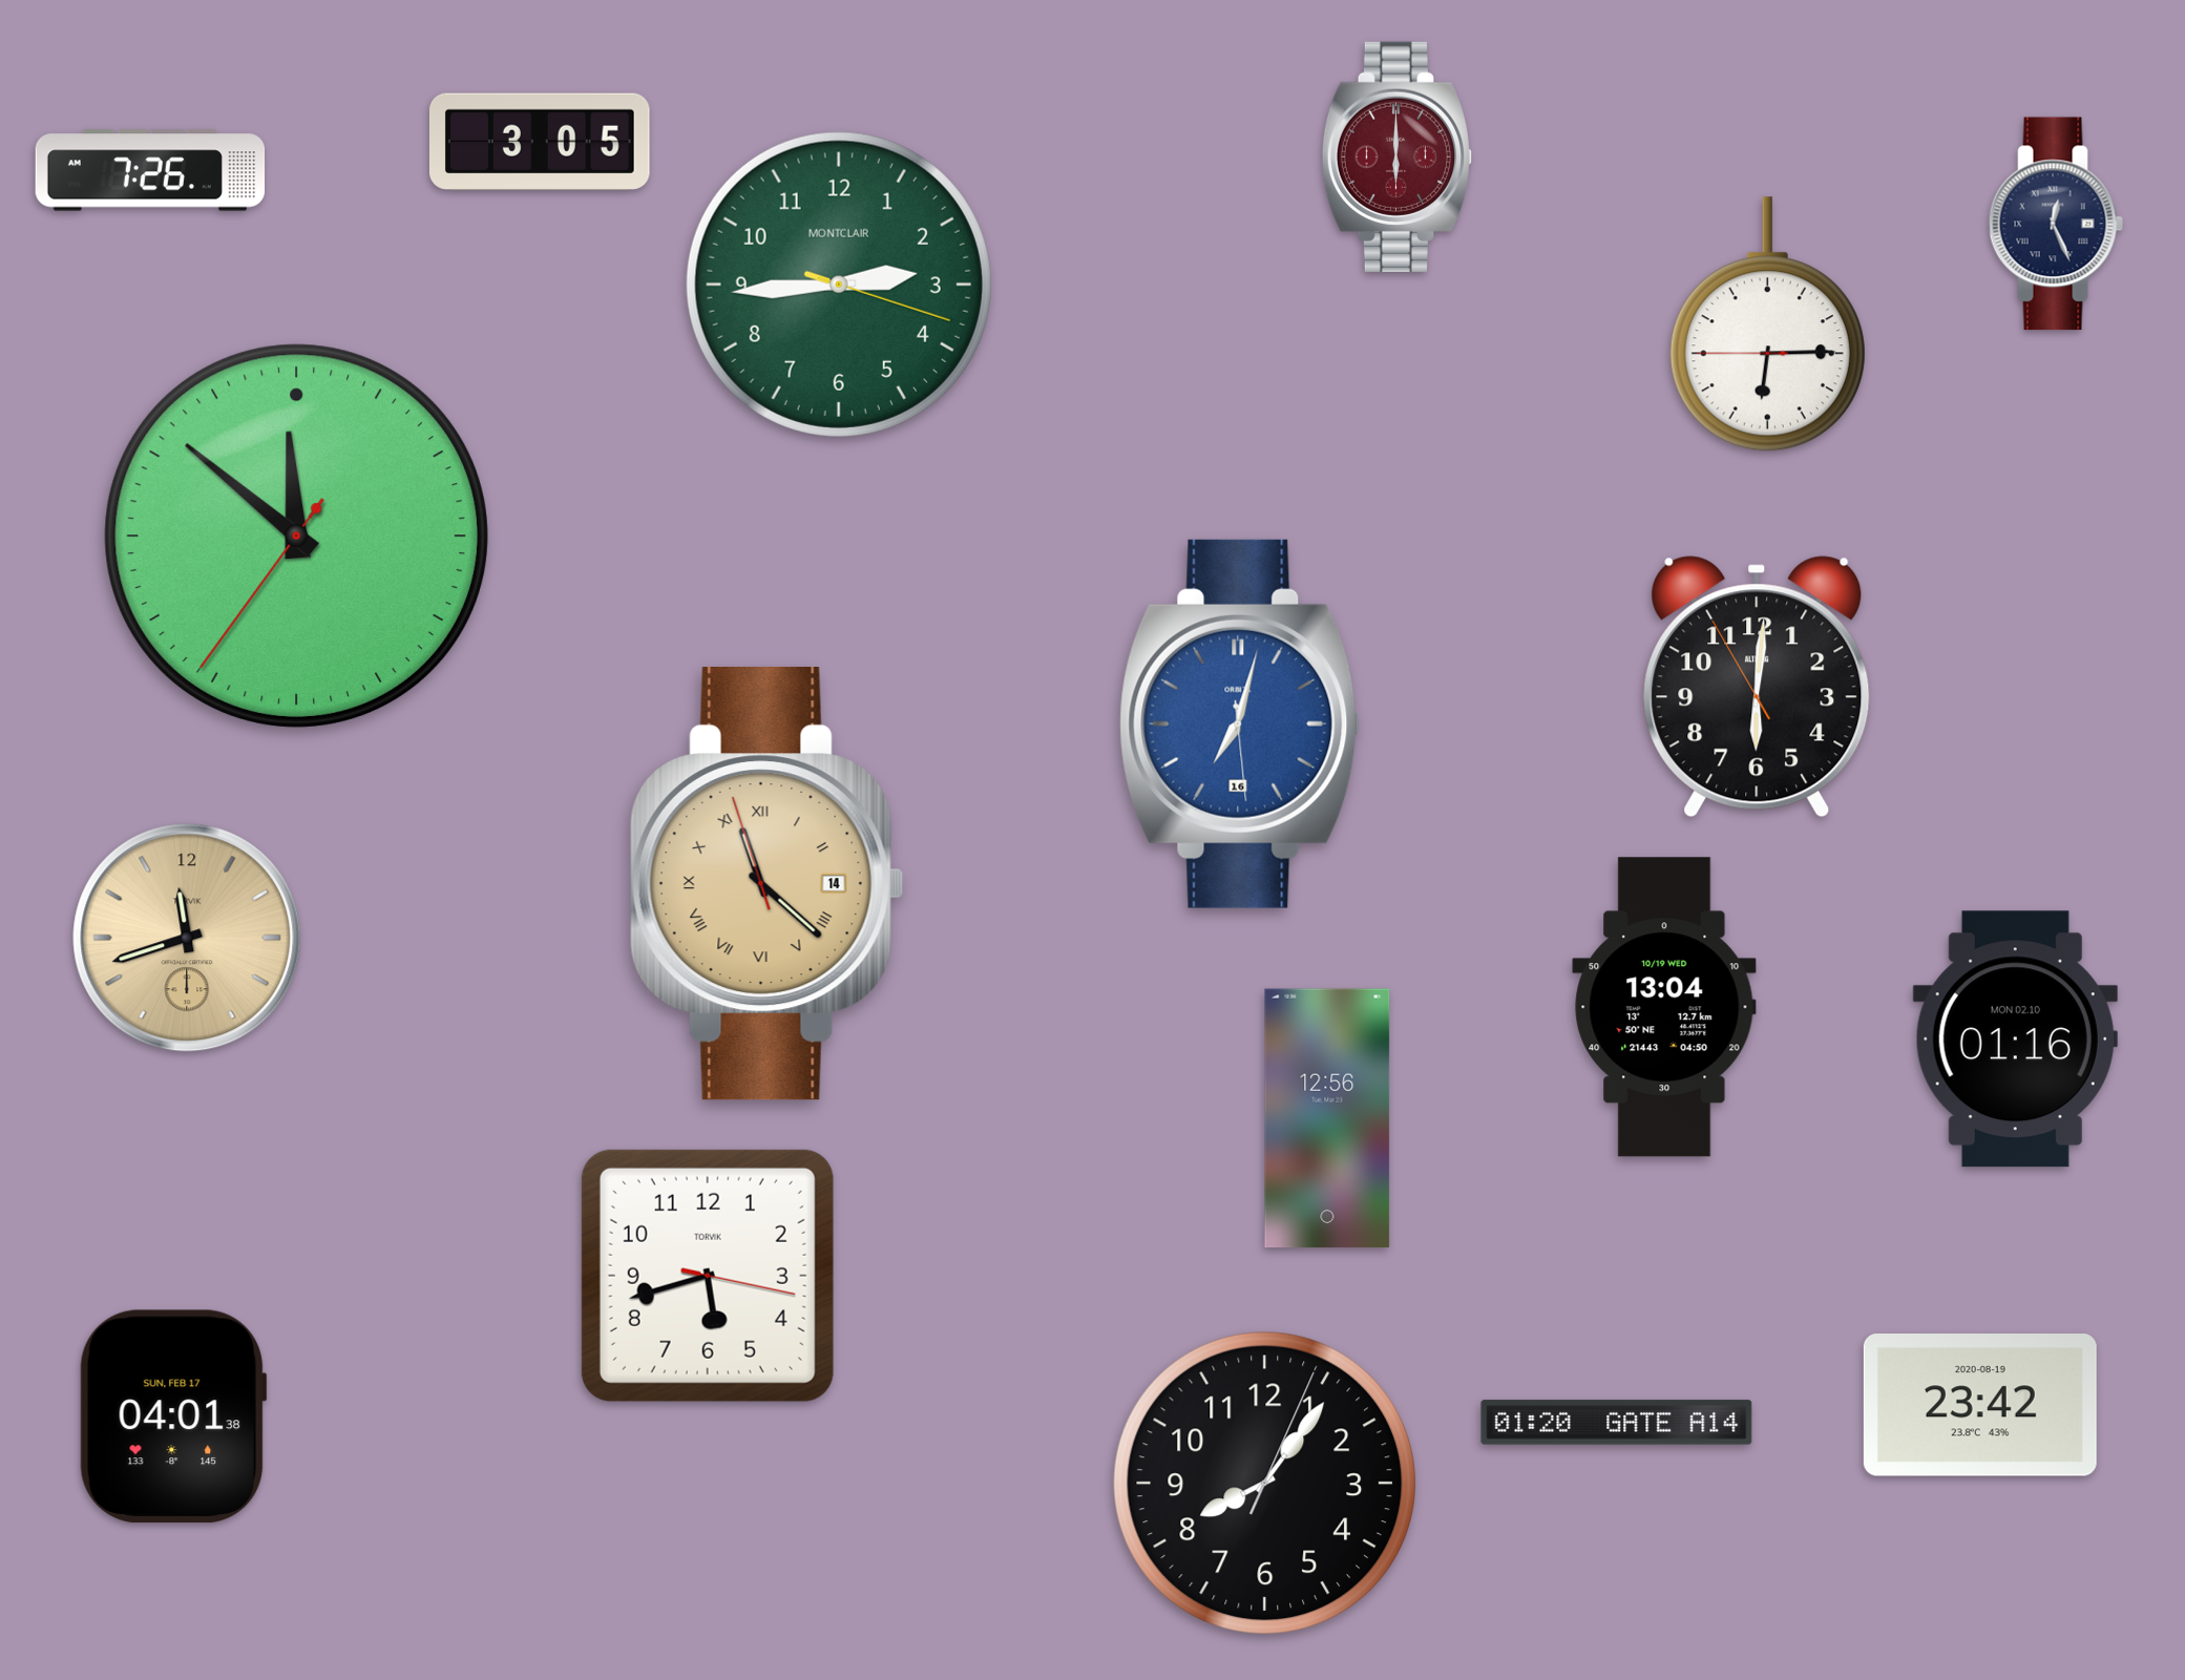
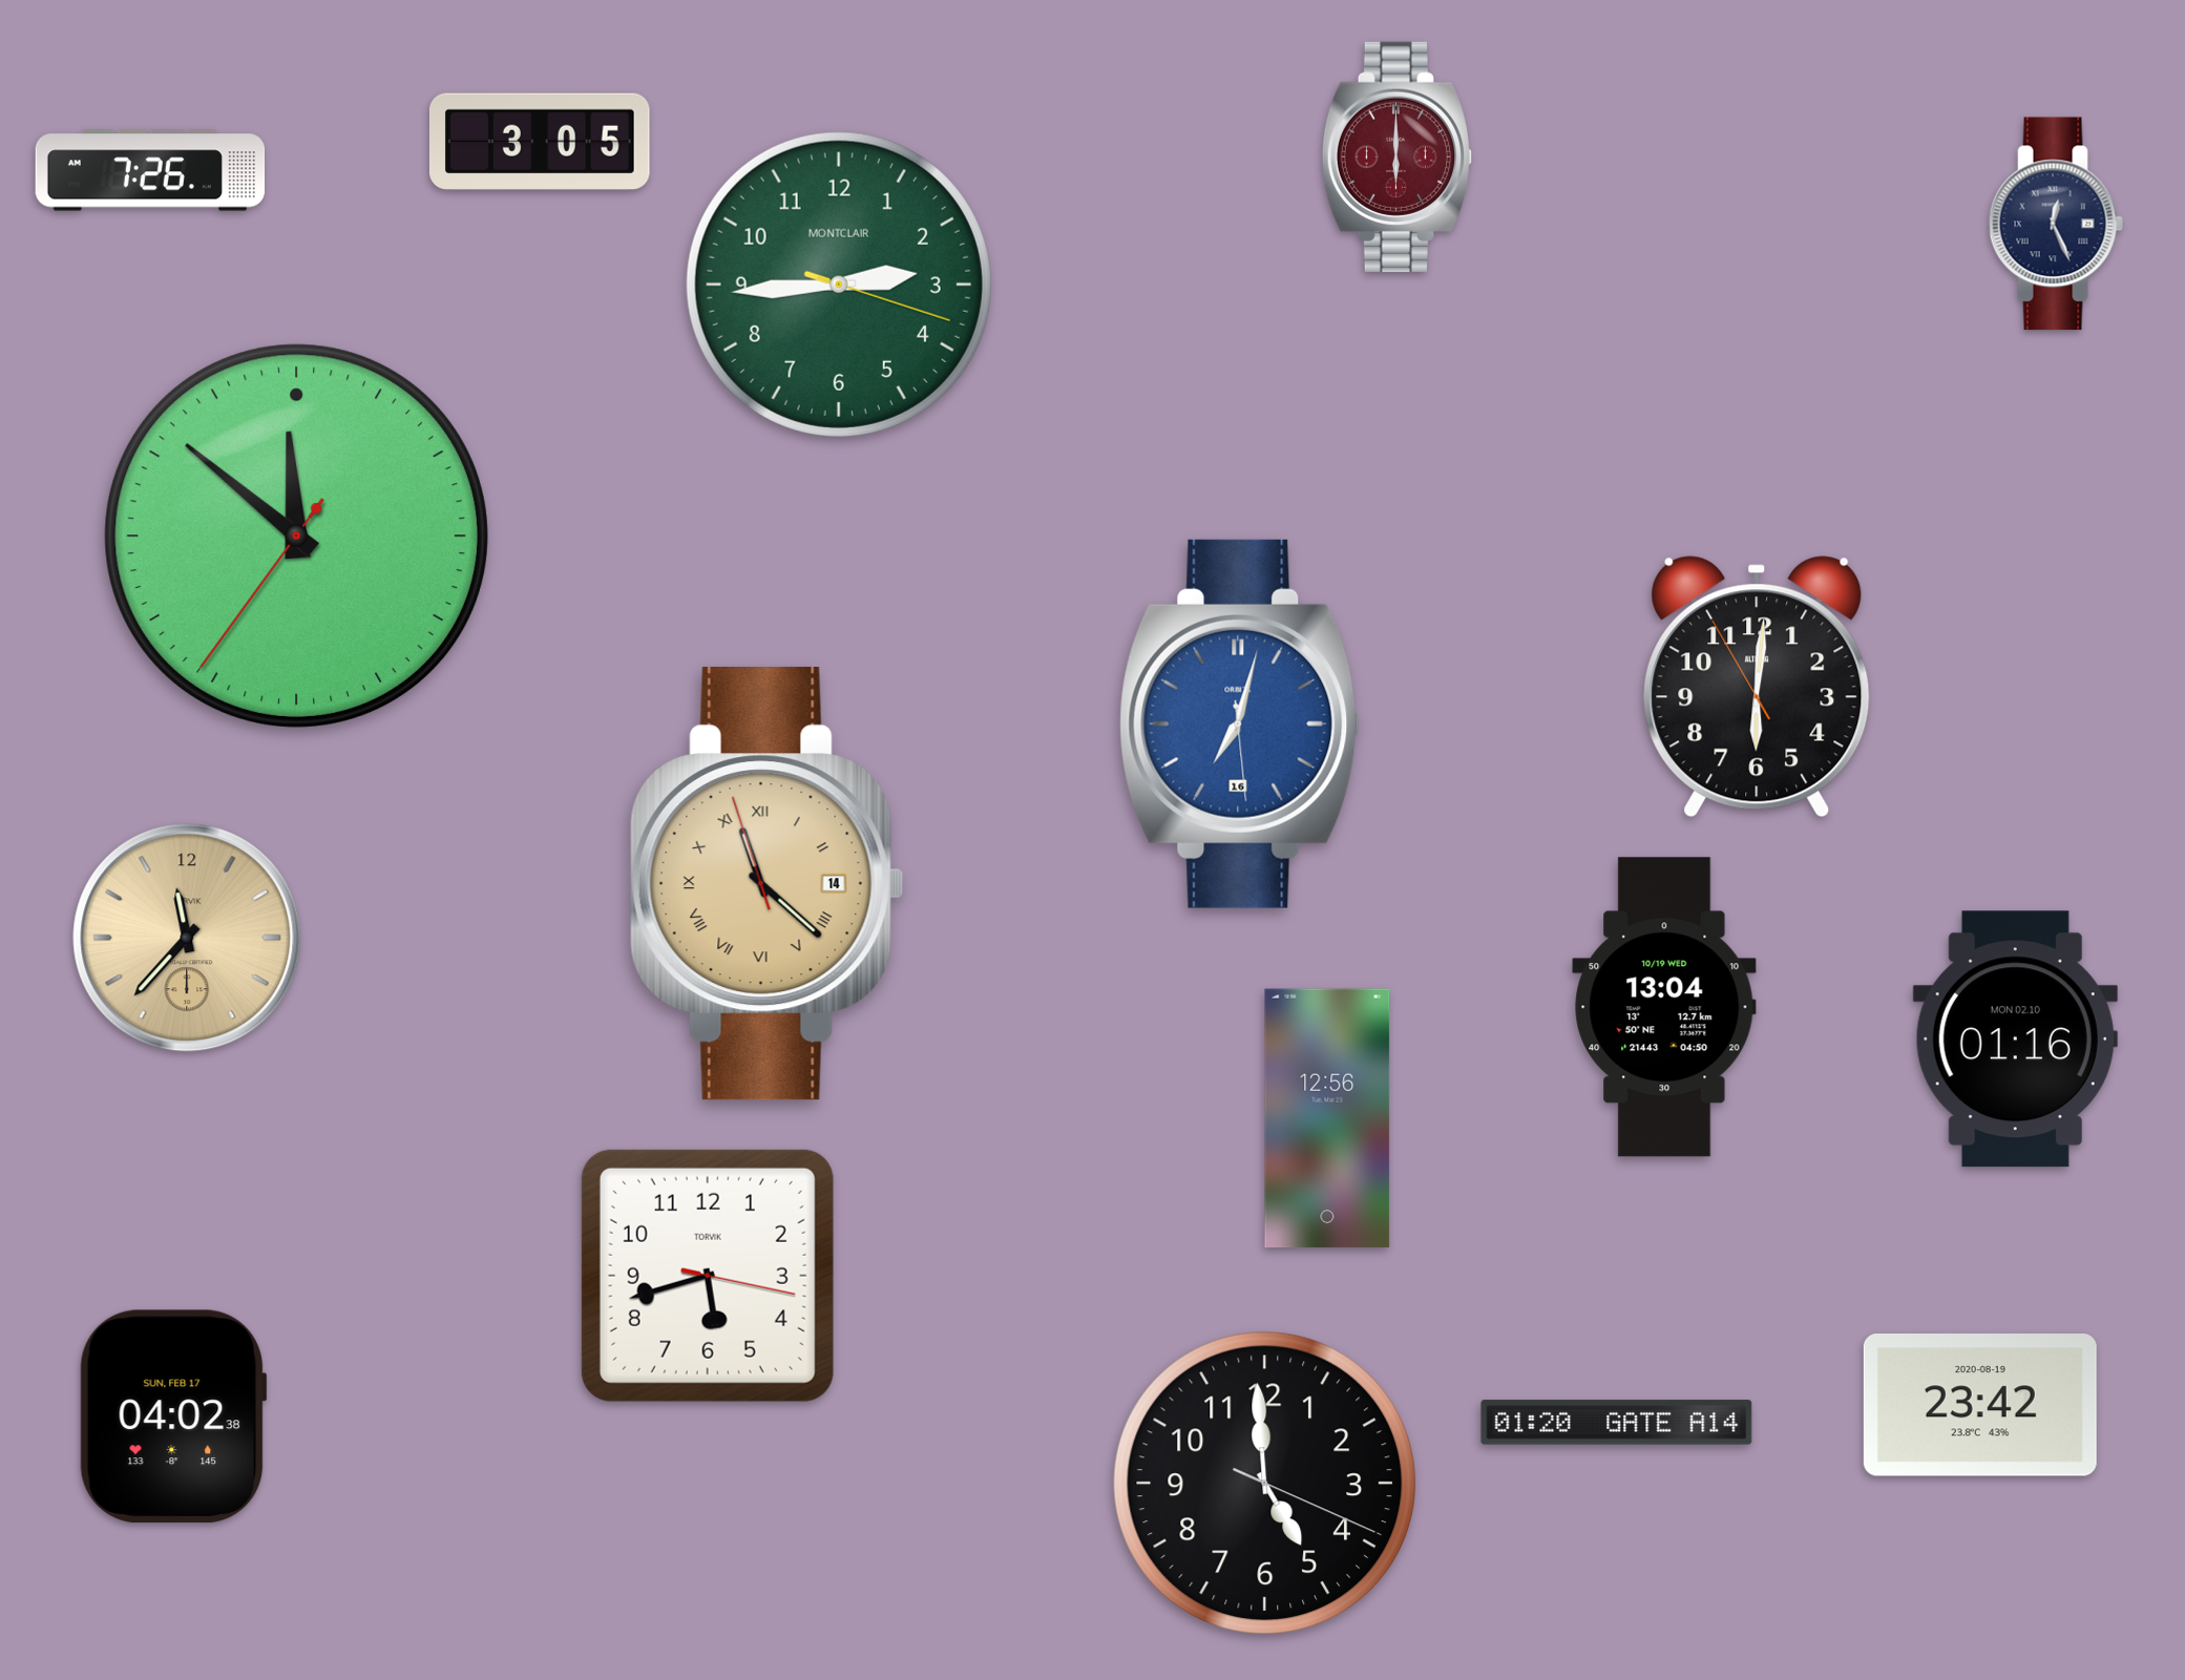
clock at (1767, 324): 6:14 -> none
clock at (187, 938): 11:42 -> 11:37
clock at (173, 1416): 04:01 -> 04:02
clock at (1264, 1483): 8:06 -> 4:59
